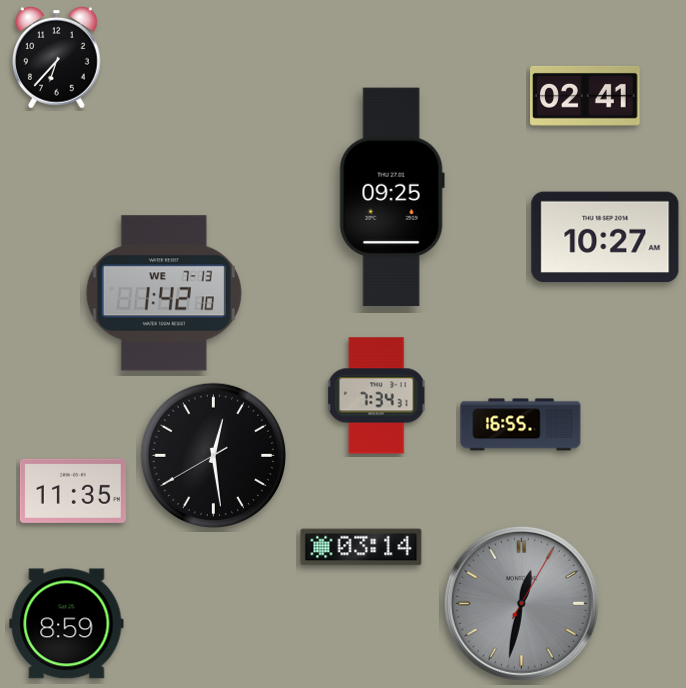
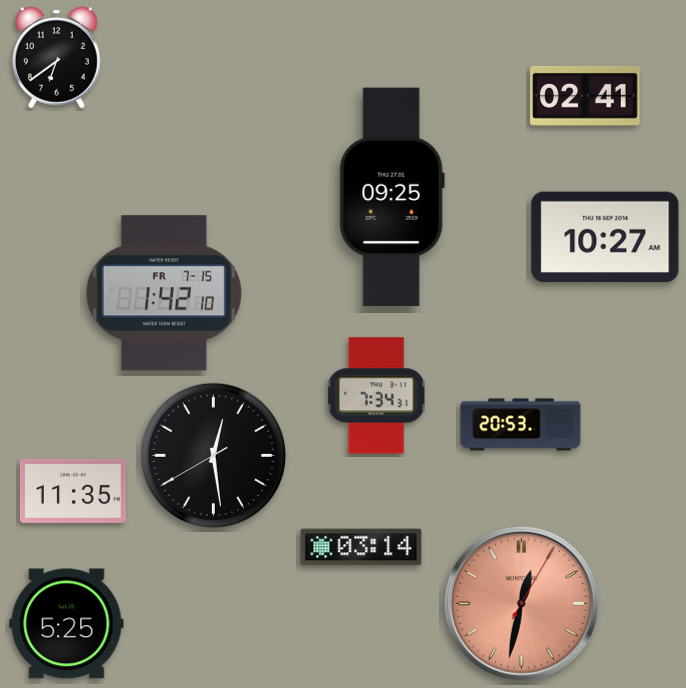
clock at (57, 58): 6:37 -> 6:39
clock at (164, 293) date: WE 7-13 -> FR 7-15
clock at (521, 425): 16:55 -> 20:53
clock at (521, 603) dial: grey -> salmon
clock at (67, 624): 8:59 -> 5:25
